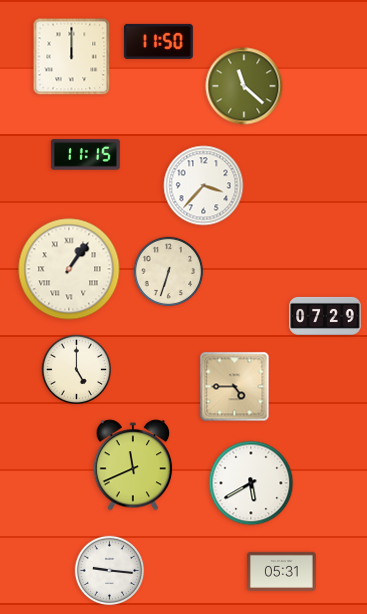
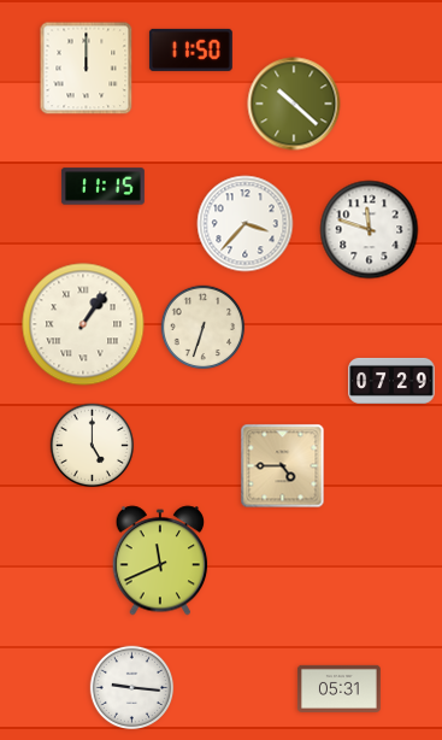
clock at (244, 86): 11:22 -> 10:22
clock at (370, 230): none -> 11:48
clock at (251, 483): 5:40 -> none
